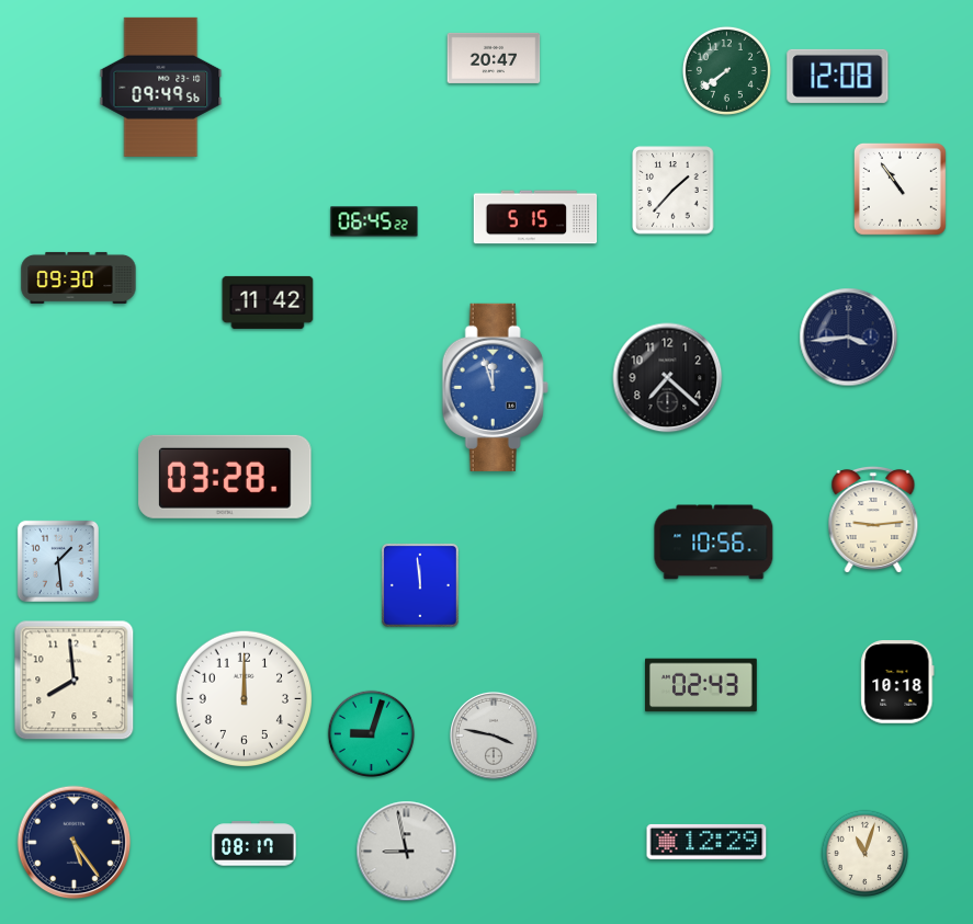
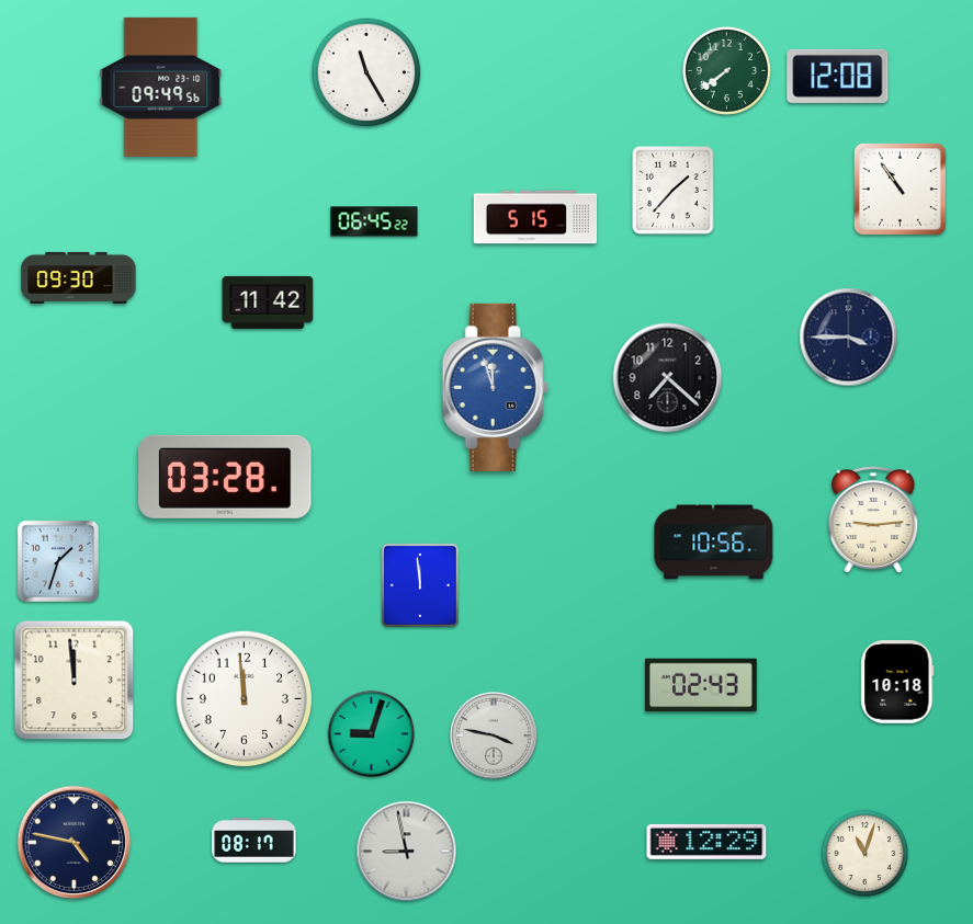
clock at (494, 58): 20:47 -> none
clock at (366, 72): none -> 11:25
clock at (849, 338): 3:44 -> 3:45
clock at (58, 561): 1:29 -> 1:33
clock at (75, 681): 7:59 -> 11:59
clock at (244, 698): 12:00 -> 11:59
clock at (75, 843): 5:24 -> 4:47
clock at (254, 844) position: (254, 844) -> (254, 841)
